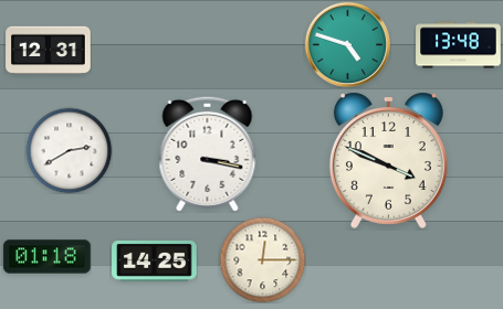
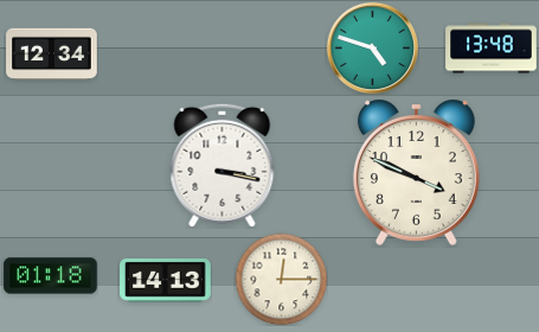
clock at (49, 51): 12:31 -> 12:34
clock at (69, 150): 2:40 -> none
clock at (155, 260): 14:25 -> 14:13
